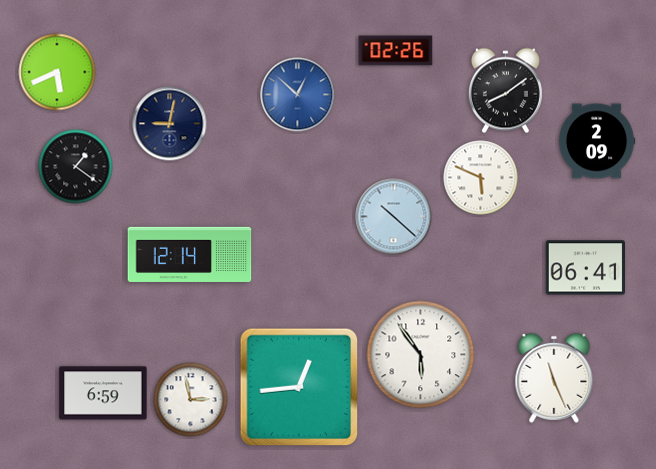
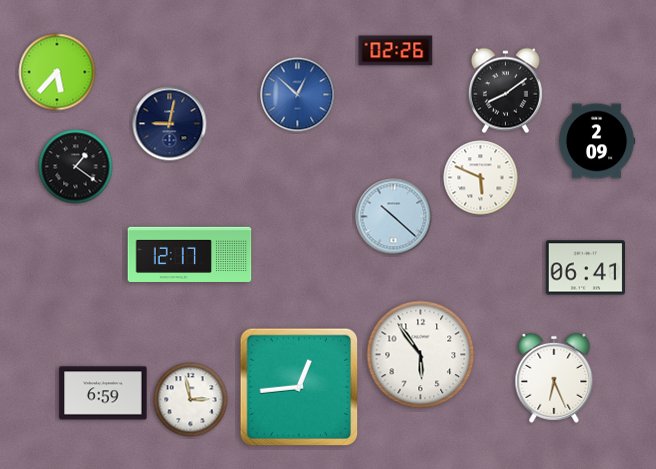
clock at (57, 72): 5:41 -> 5:37
clock at (190, 254): 12:14 -> 12:17
clock at (554, 378): 11:26 -> 6:26
